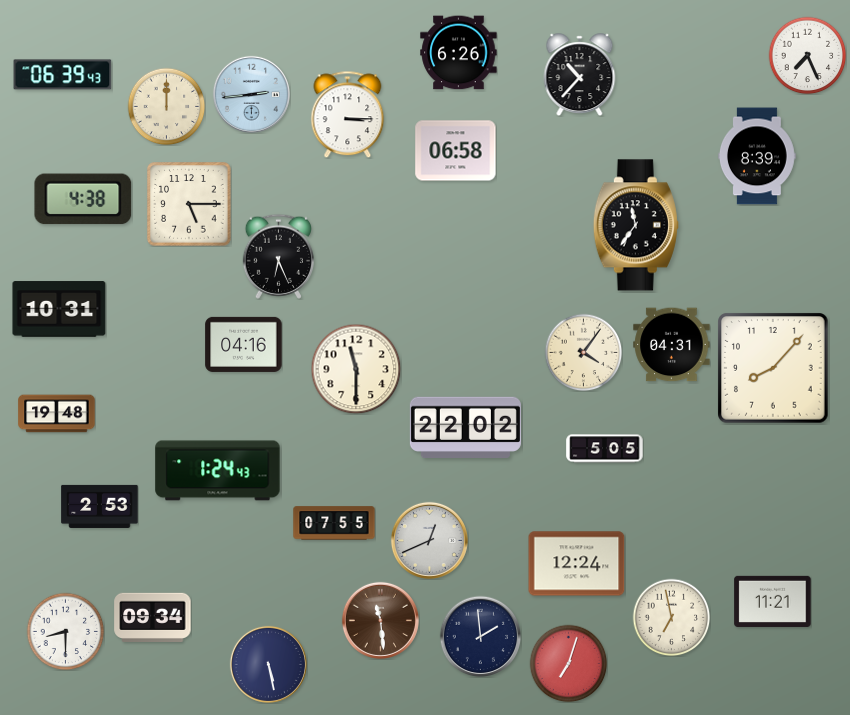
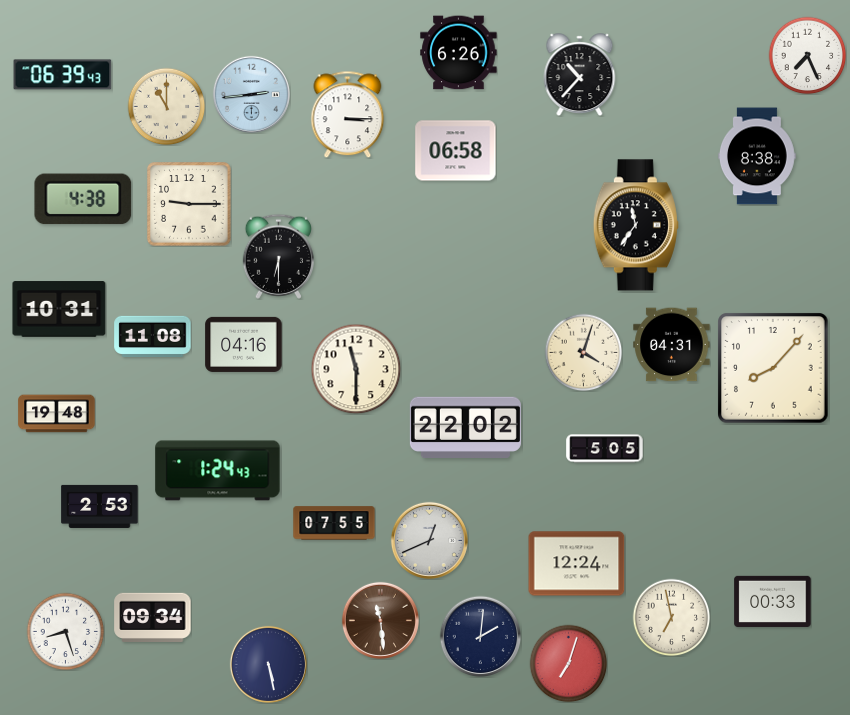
clock at (166, 106): 12:00 -> 11:00
clock at (757, 156): 8:39 -> 8:38
clock at (189, 204): 5:15 -> 9:15
clock at (278, 256): 6:26 -> 6:30
clock at (153, 336): none -> 11:08
clock at (583, 352): 4:06 -> 4:03
clock at (773, 601): 11:21 -> 00:33
clock at (65, 631): 8:30 -> 8:27
clock at (480, 636): 1:59 -> 2:01
